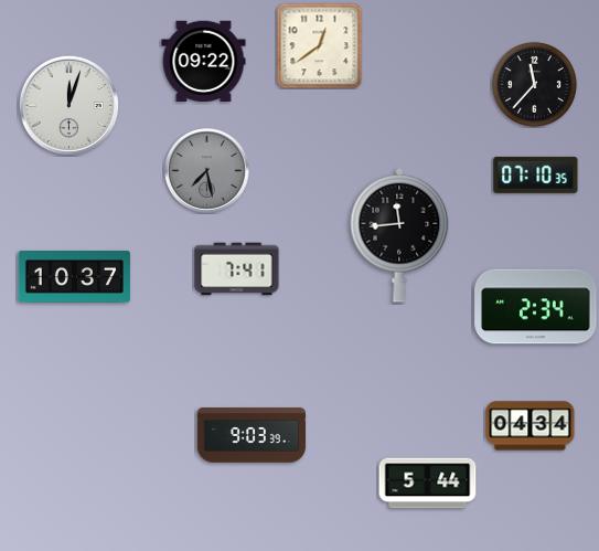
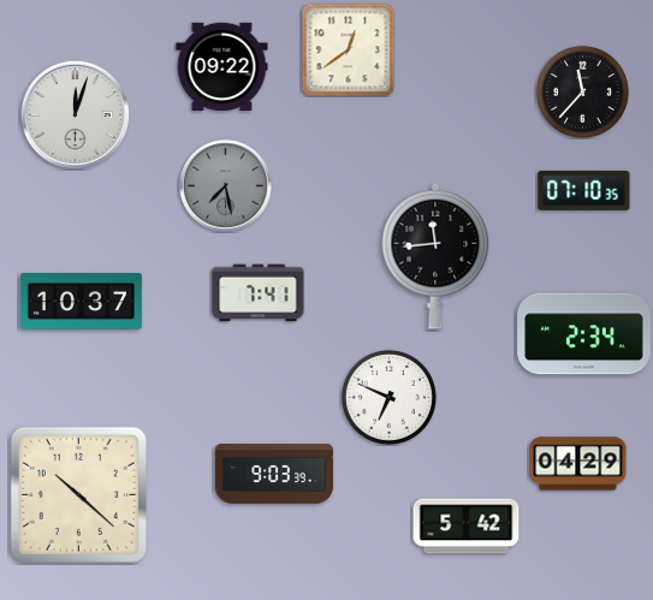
clock at (388, 397): none -> 6:49
clock at (531, 426): 04:34 -> 04:29
clock at (78, 494): none -> 10:22
clock at (428, 484): 5:44 -> 5:42
